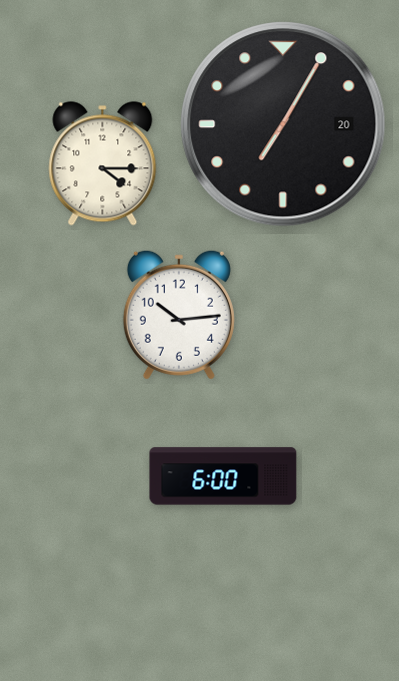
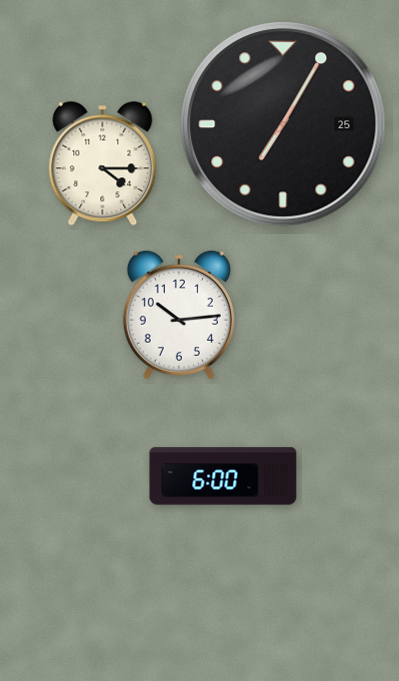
clock at (283, 124) date: 20 -> 25
